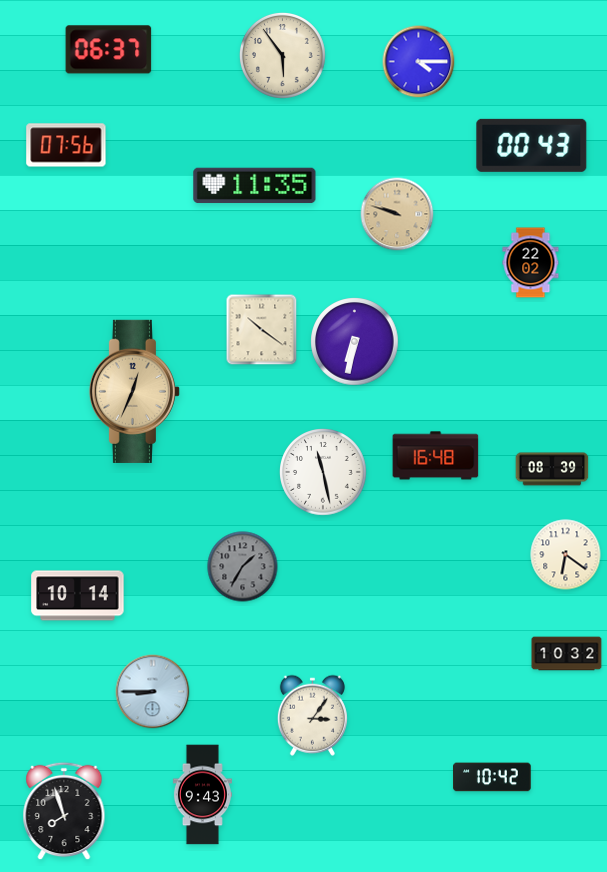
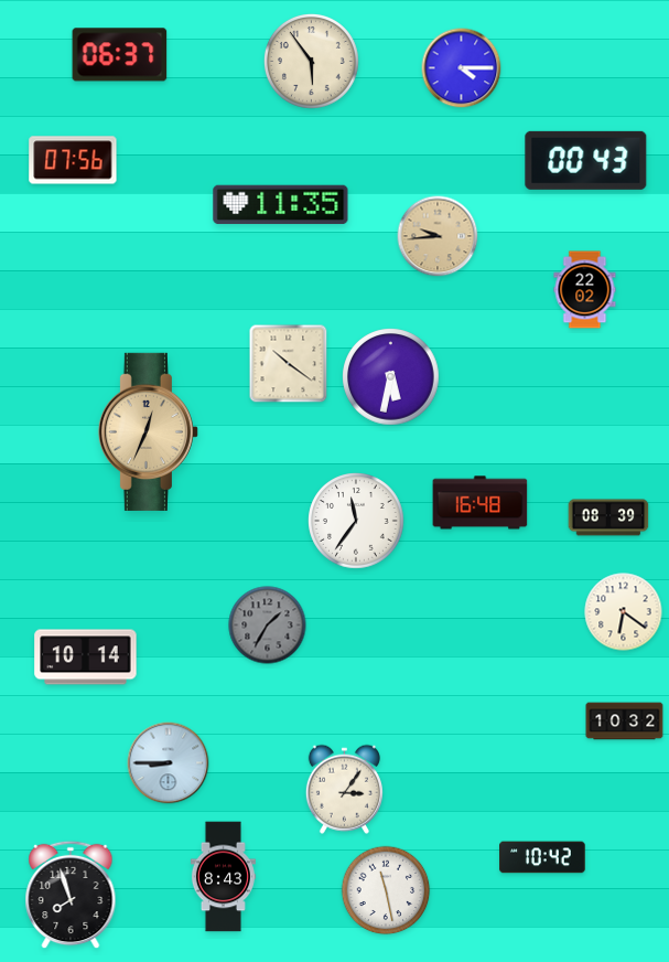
clock at (397, 214): 9:48 -> 9:44
clock at (355, 342): 6:32 -> 5:32
clock at (324, 473): 11:28 -> 11:36
clock at (202, 795): 9:43 -> 8:43
clock at (386, 890): none -> 11:28
